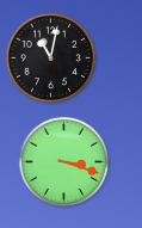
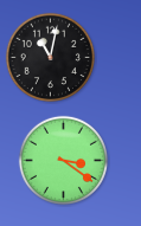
clock at (63, 161): 3:18 -> 3:21
